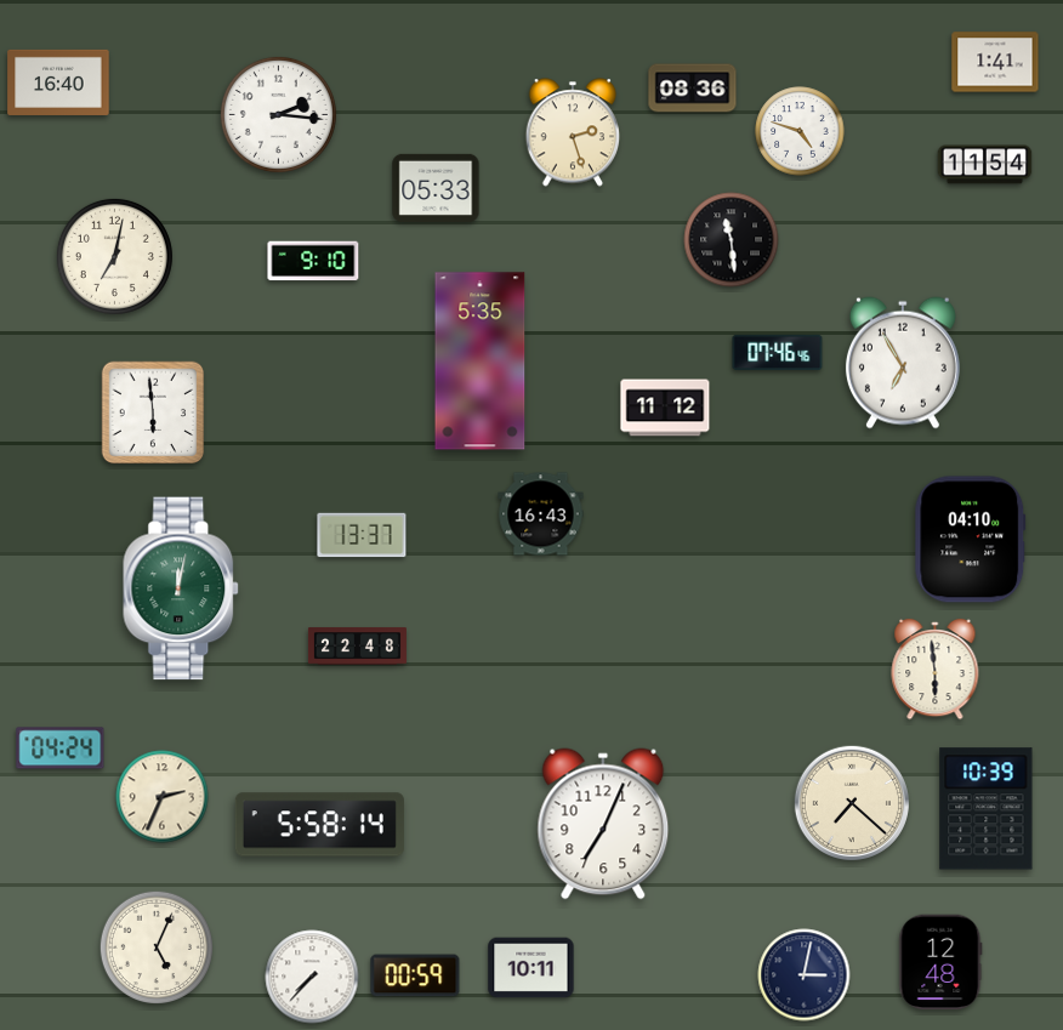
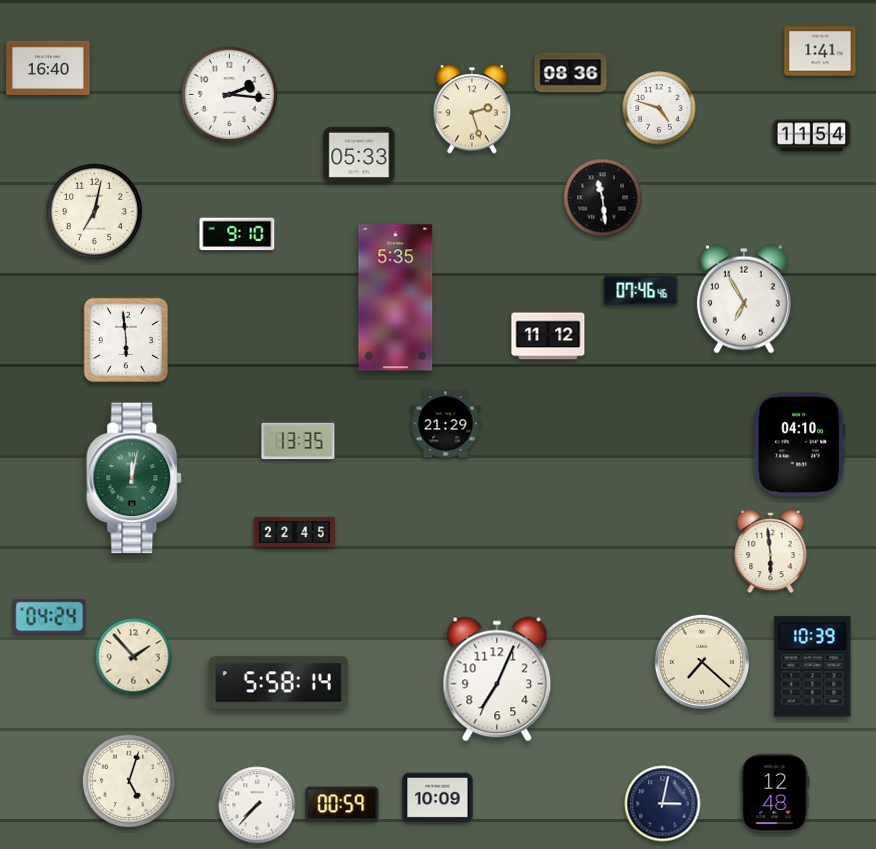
clock at (313, 261) position: (313, 261) -> (237, 234)
clock at (541, 514): 16:43 -> 21:29
clock at (362, 535): 13:37 -> 13:35
clock at (182, 588) position: (182, 588) -> (135, 478)
clock at (357, 647): 22:48 -> 22:45
clock at (163, 797): 2:34 -> 1:53
clock at (319, 825) position: (319, 825) -> (278, 683)
clock at (155, 946): 5:04 -> 5:03
clock at (531, 968): 10:11 -> 10:09
